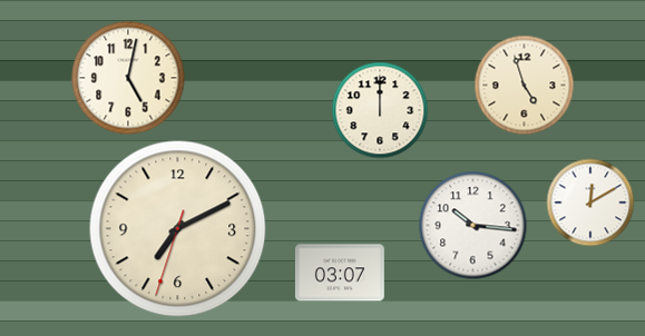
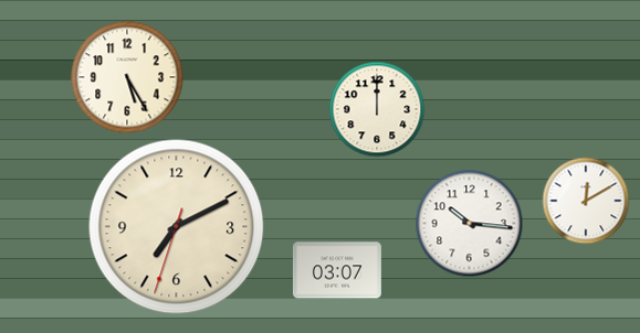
clock at (128, 78): 5:02 -> 5:25
clock at (524, 85): 4:57 -> none
